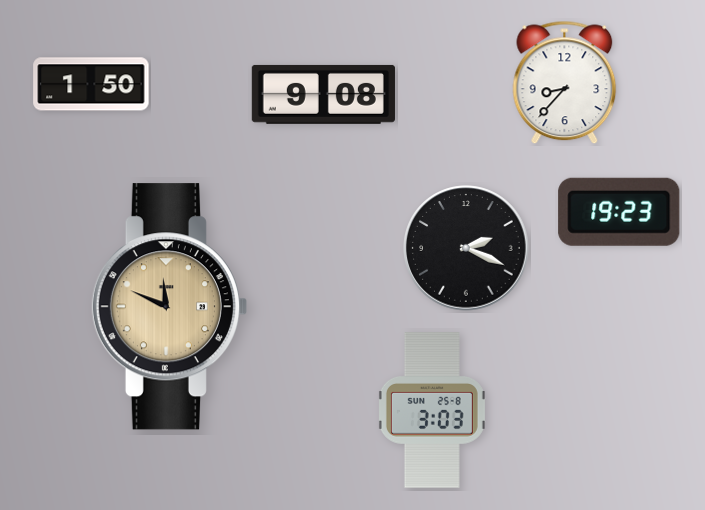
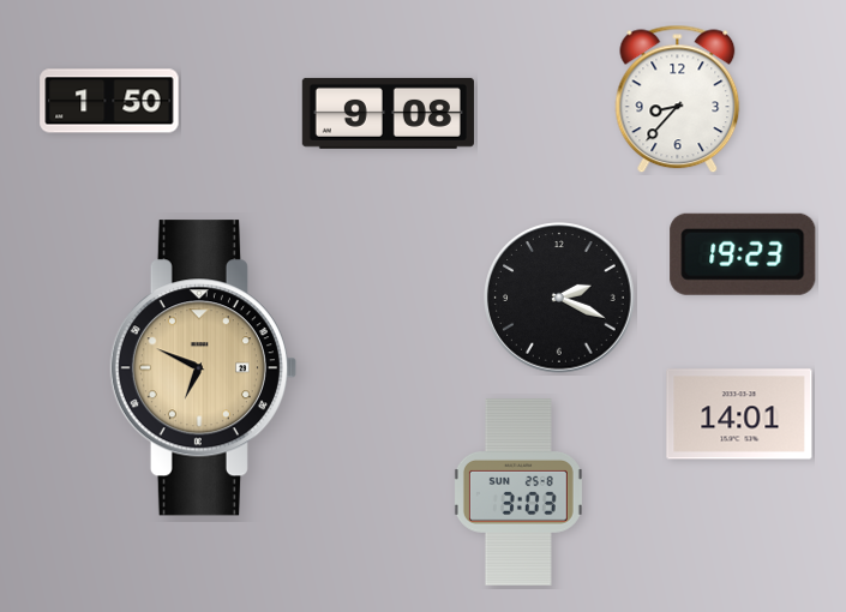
clock at (169, 307): 11:49 -> 6:49
clock at (739, 414): none -> 14:01
